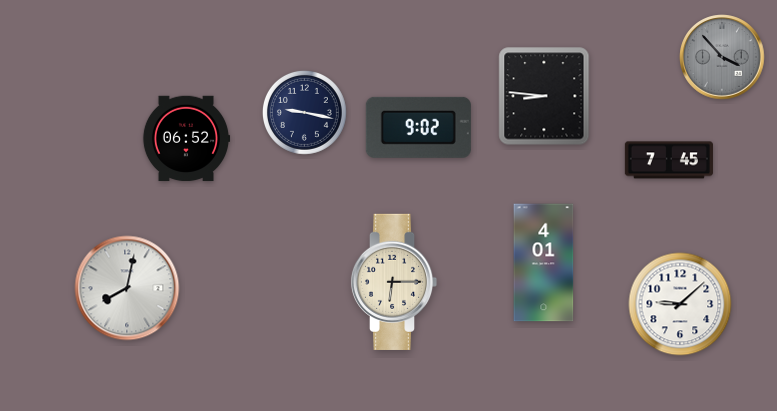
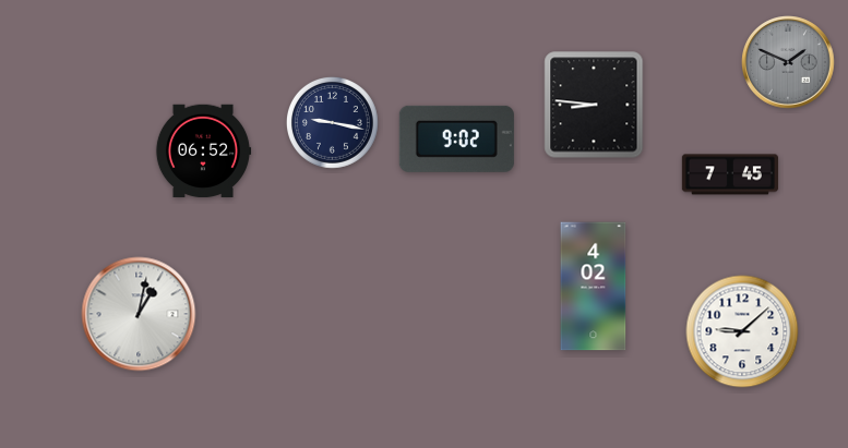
clock at (722, 57): 3:53 -> 1:49
clock at (544, 263): 4:01 -> 4:02
clock at (394, 282): 6:15 -> none
clock at (127, 288): 8:02 -> 1:02
